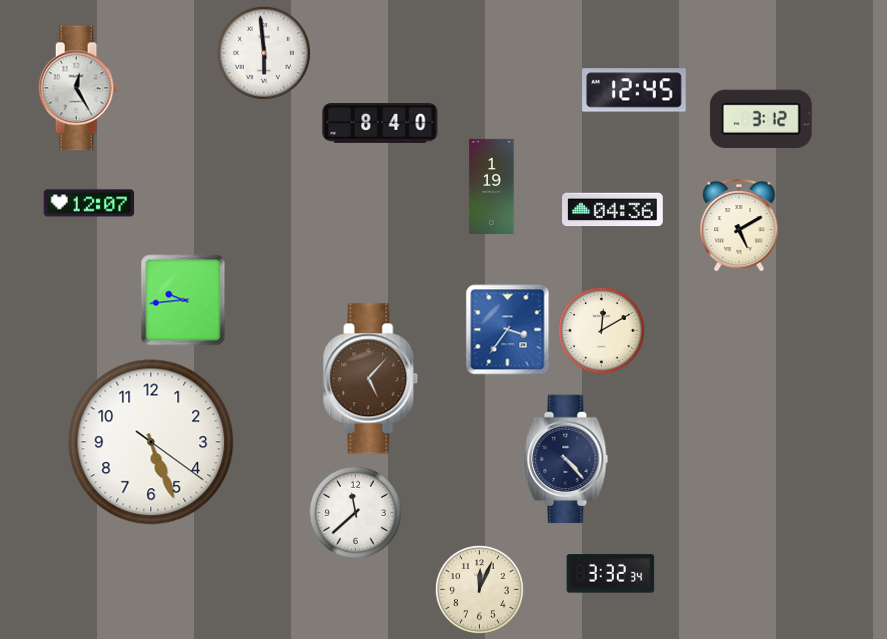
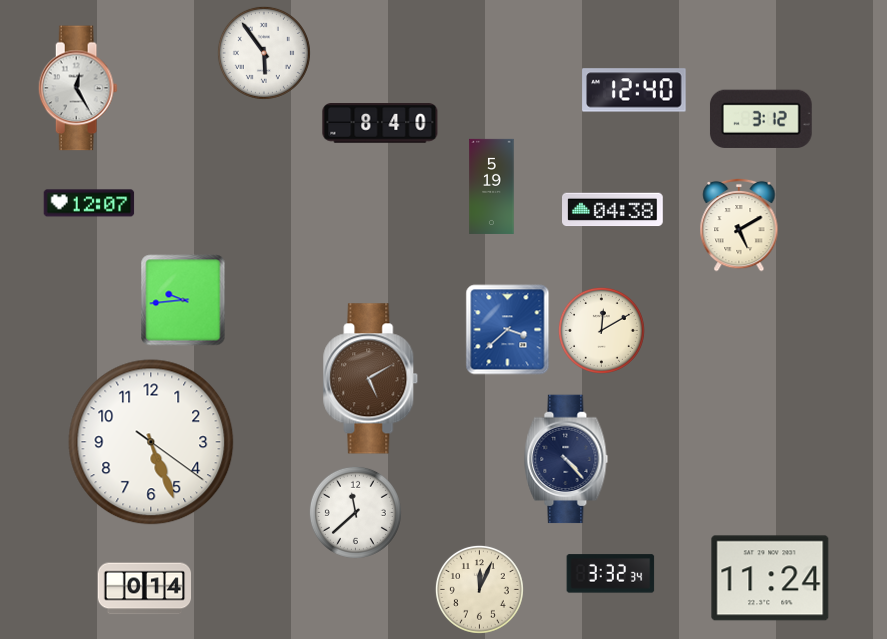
clock at (264, 53): 5:59 -> 5:54
clock at (634, 90): 12:45 -> 12:40
clock at (492, 186): 1:19 -> 5:19
clock at (613, 210): 04:36 -> 04:38
clock at (508, 330): 3:36 -> 3:38
clock at (371, 379): 5:07 -> 5:10
clock at (770, 578): none -> 11:24
clock at (144, 589): none -> 0:14
